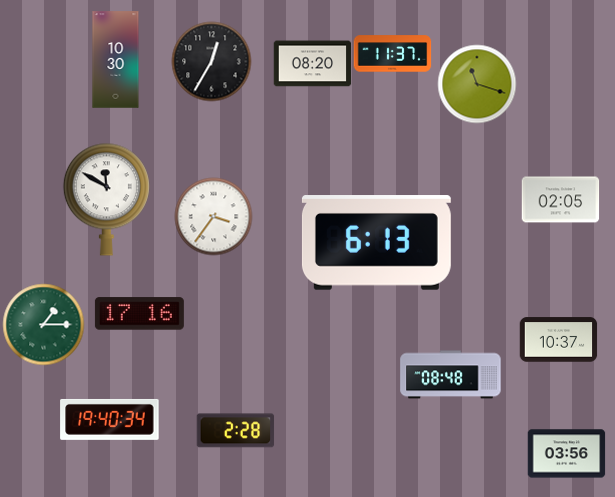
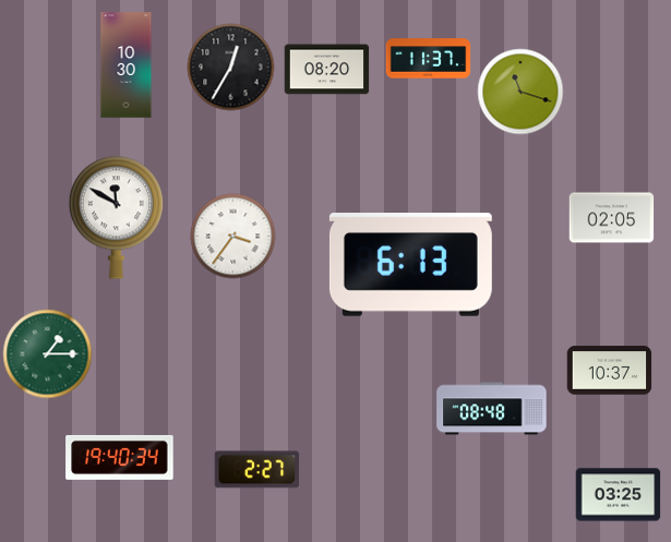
clock at (312, 64) position: (312, 64) -> (326, 70)
clock at (139, 314): 17:16 -> none
clock at (235, 431): 2:28 -> 2:27
clock at (566, 454): 03:56 -> 03:25
